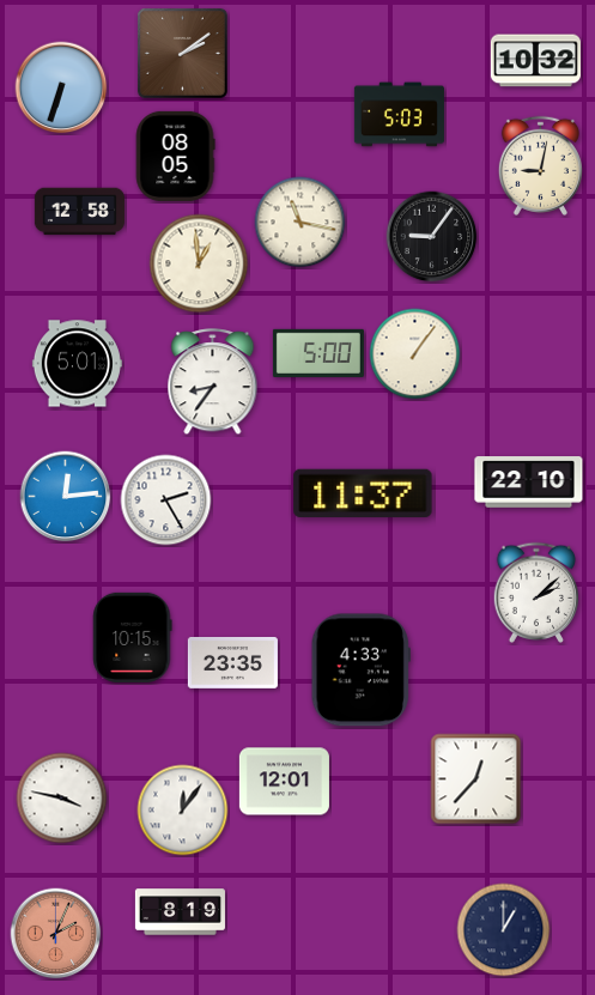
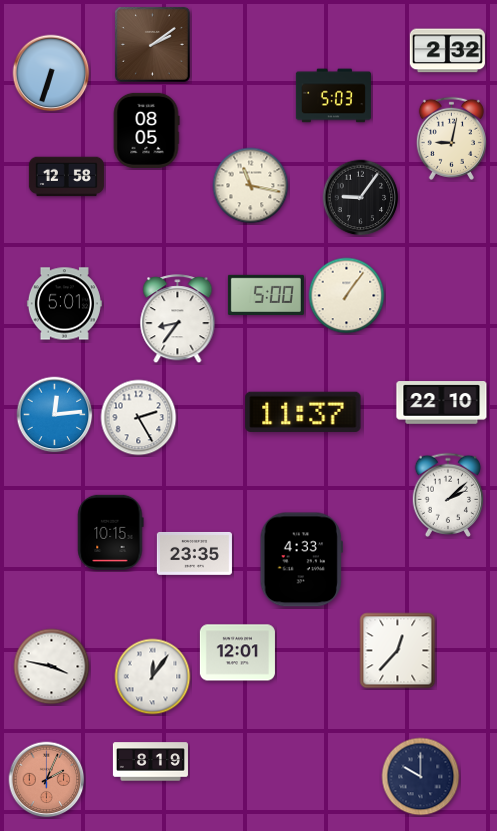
clock at (535, 61): 10:32 -> 2:32
clock at (199, 263): 12:59 -> none
clock at (504, 930): 1:00 -> 10:00
